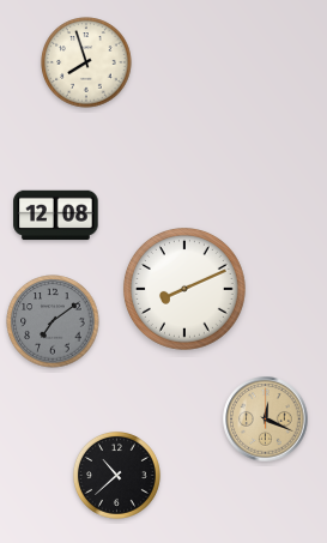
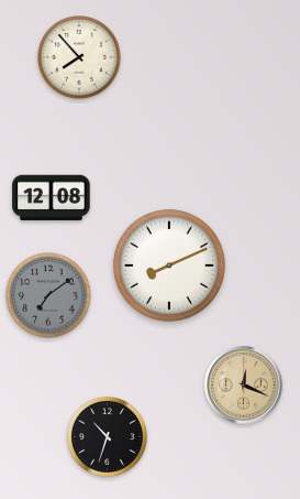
clock at (86, 62): 7:57 -> 7:53
clock at (117, 476): 10:38 -> 10:33
